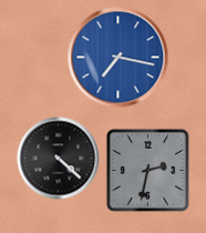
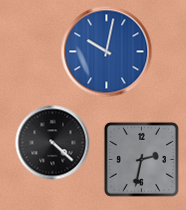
clock at (119, 58): 7:17 -> 10:02
clock at (147, 170) position: (147, 170) -> (141, 159)
